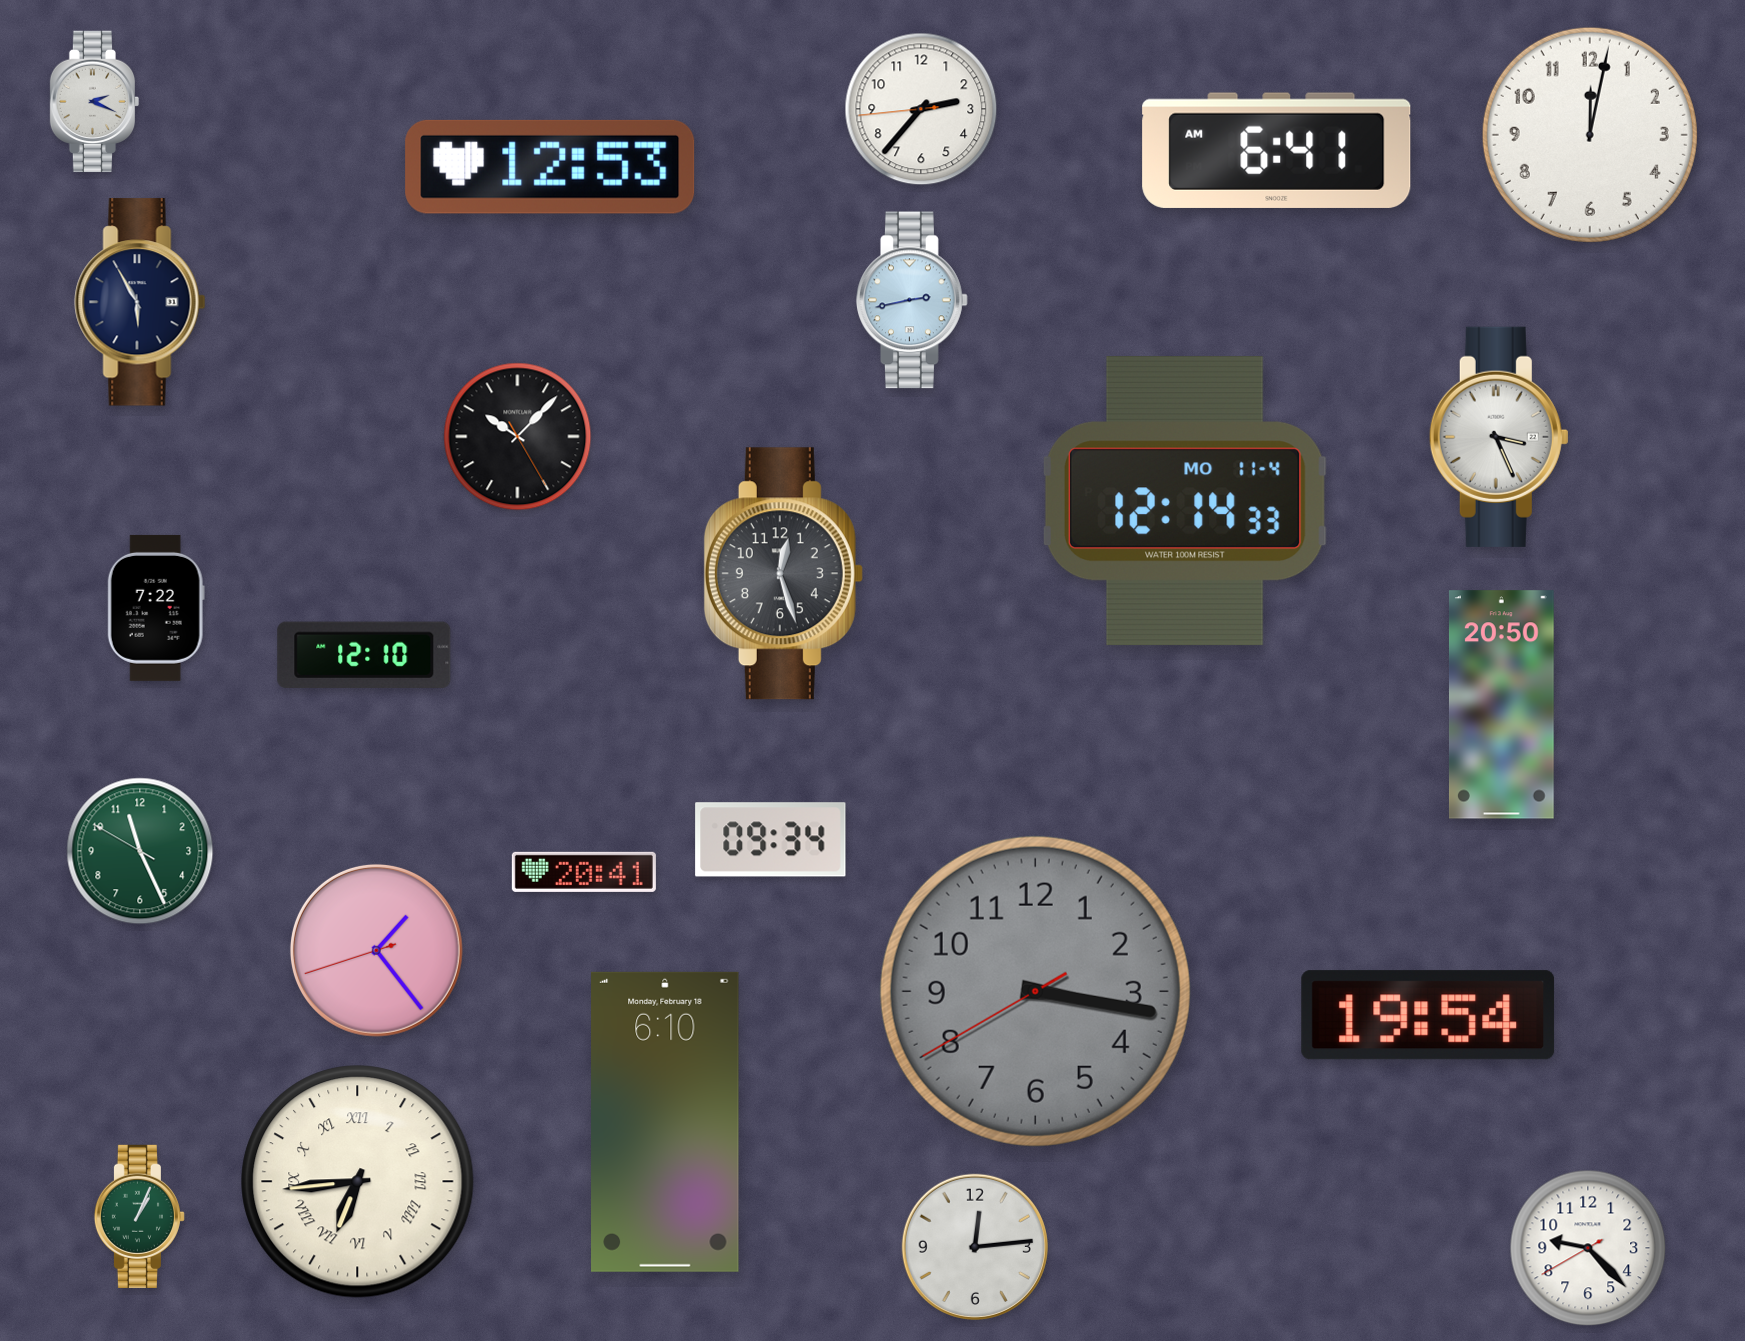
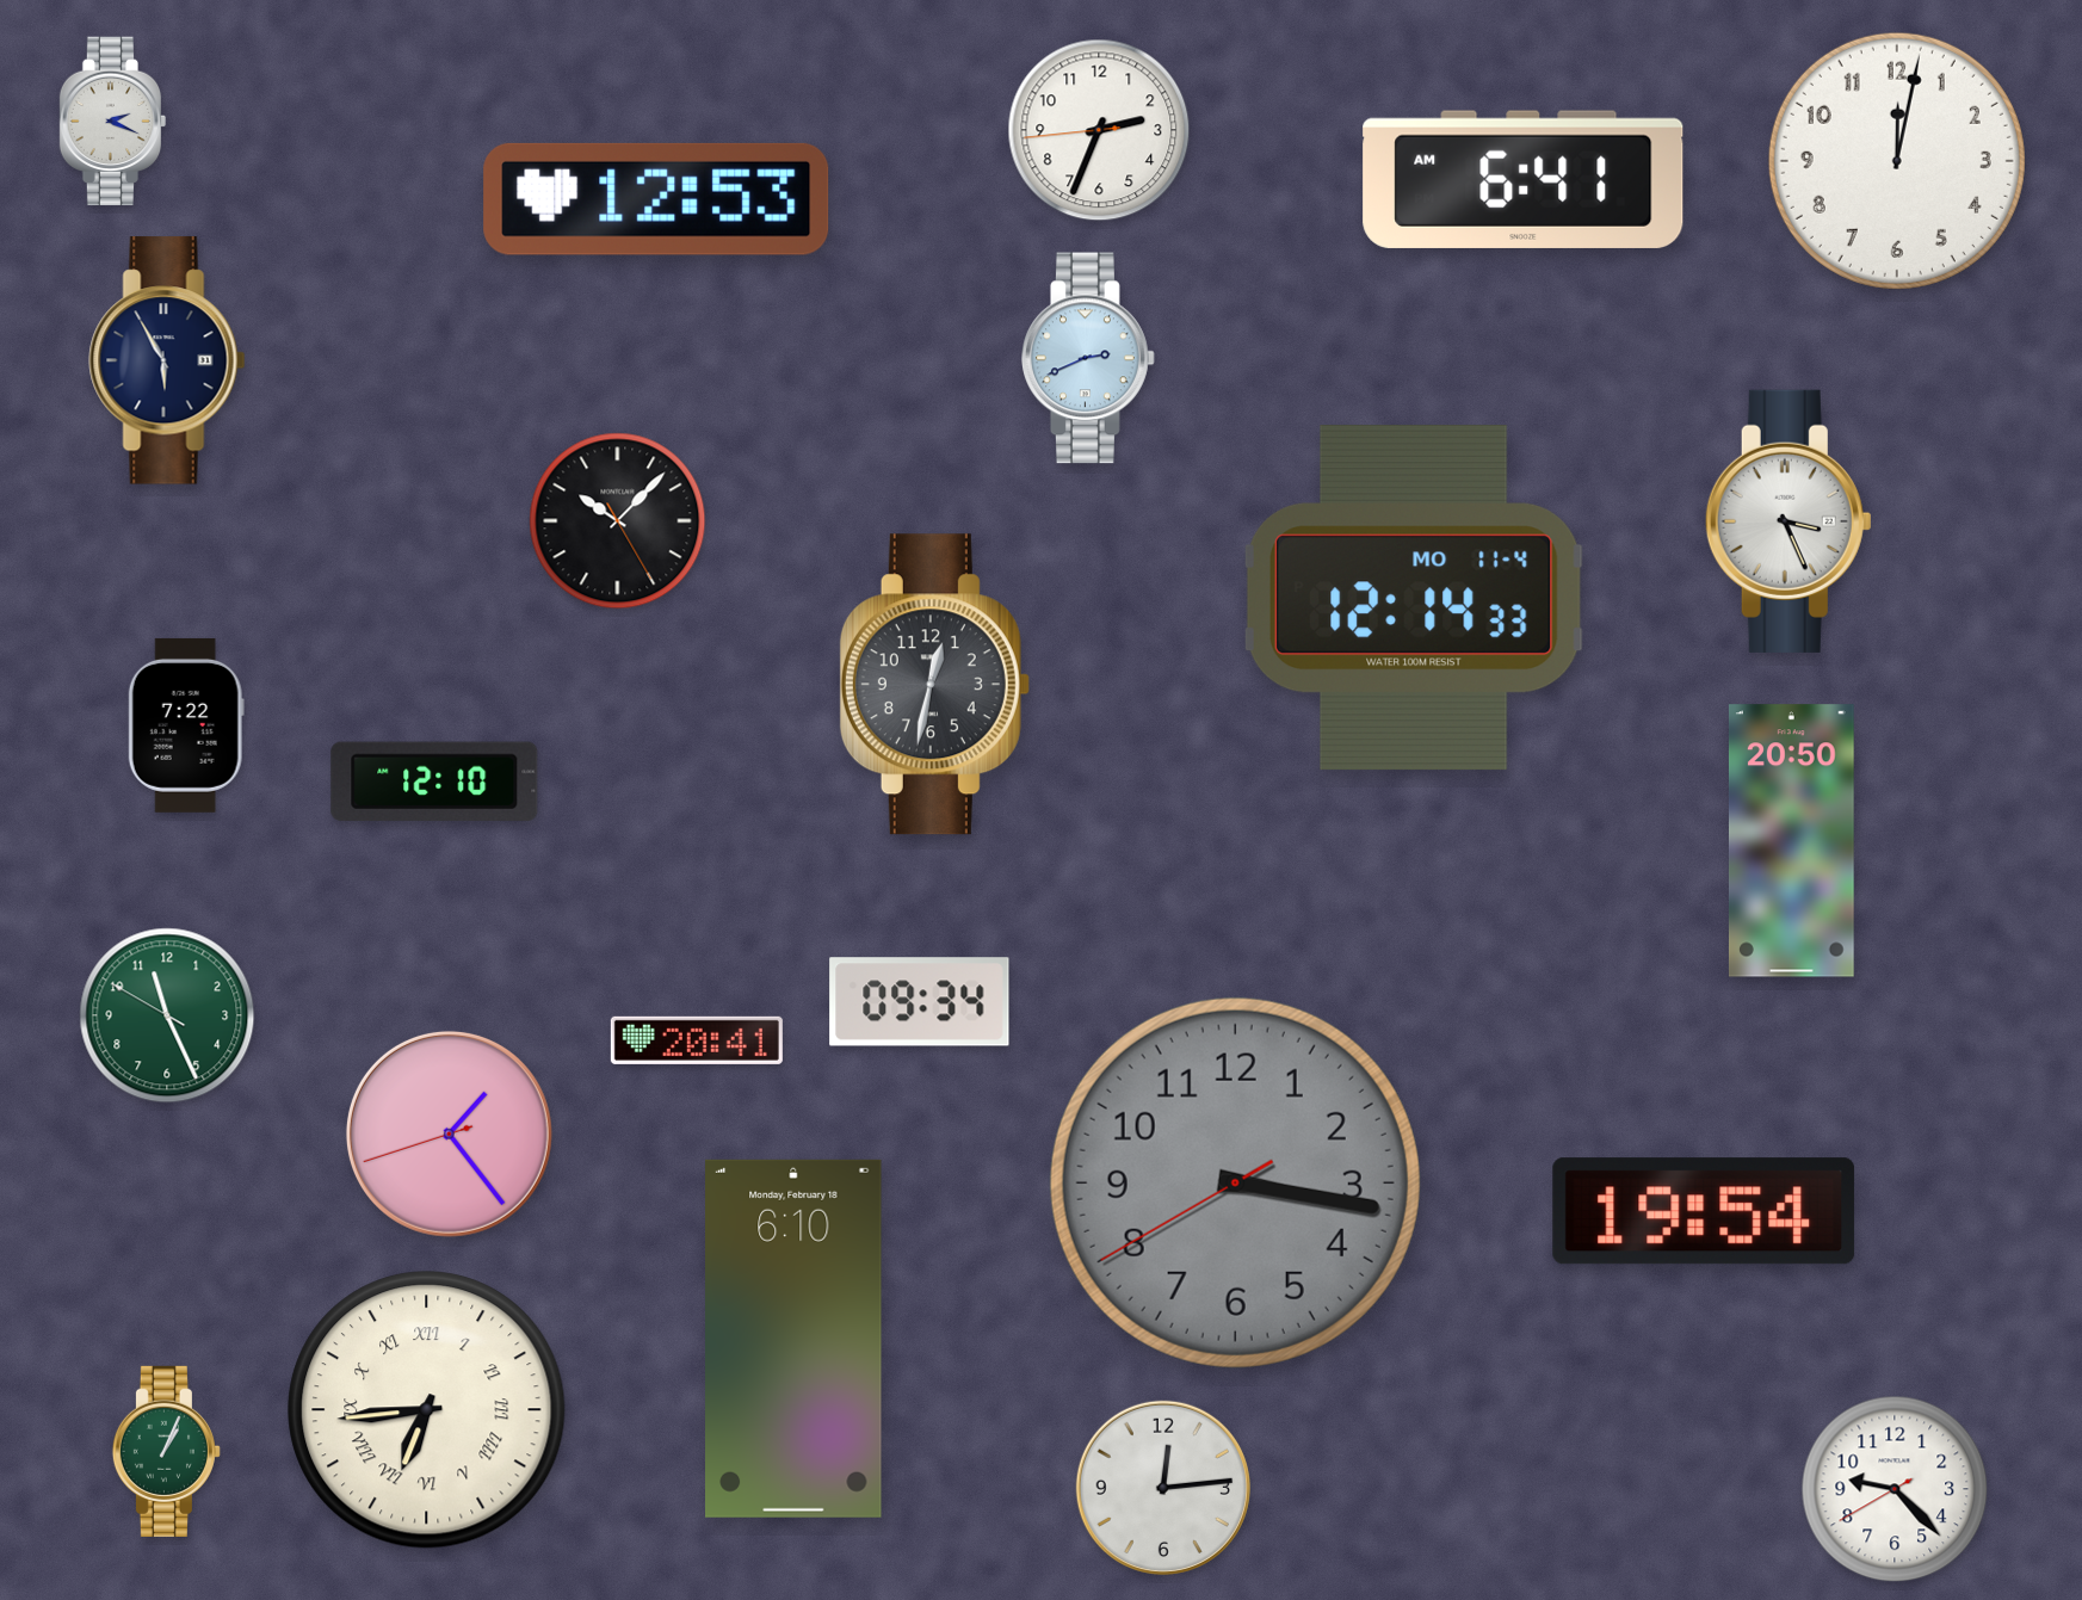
clock at (921, 109): 2:36 -> 2:33
clock at (913, 300): 2:43 -> 2:41
clock at (783, 574): 12:27 -> 12:32
